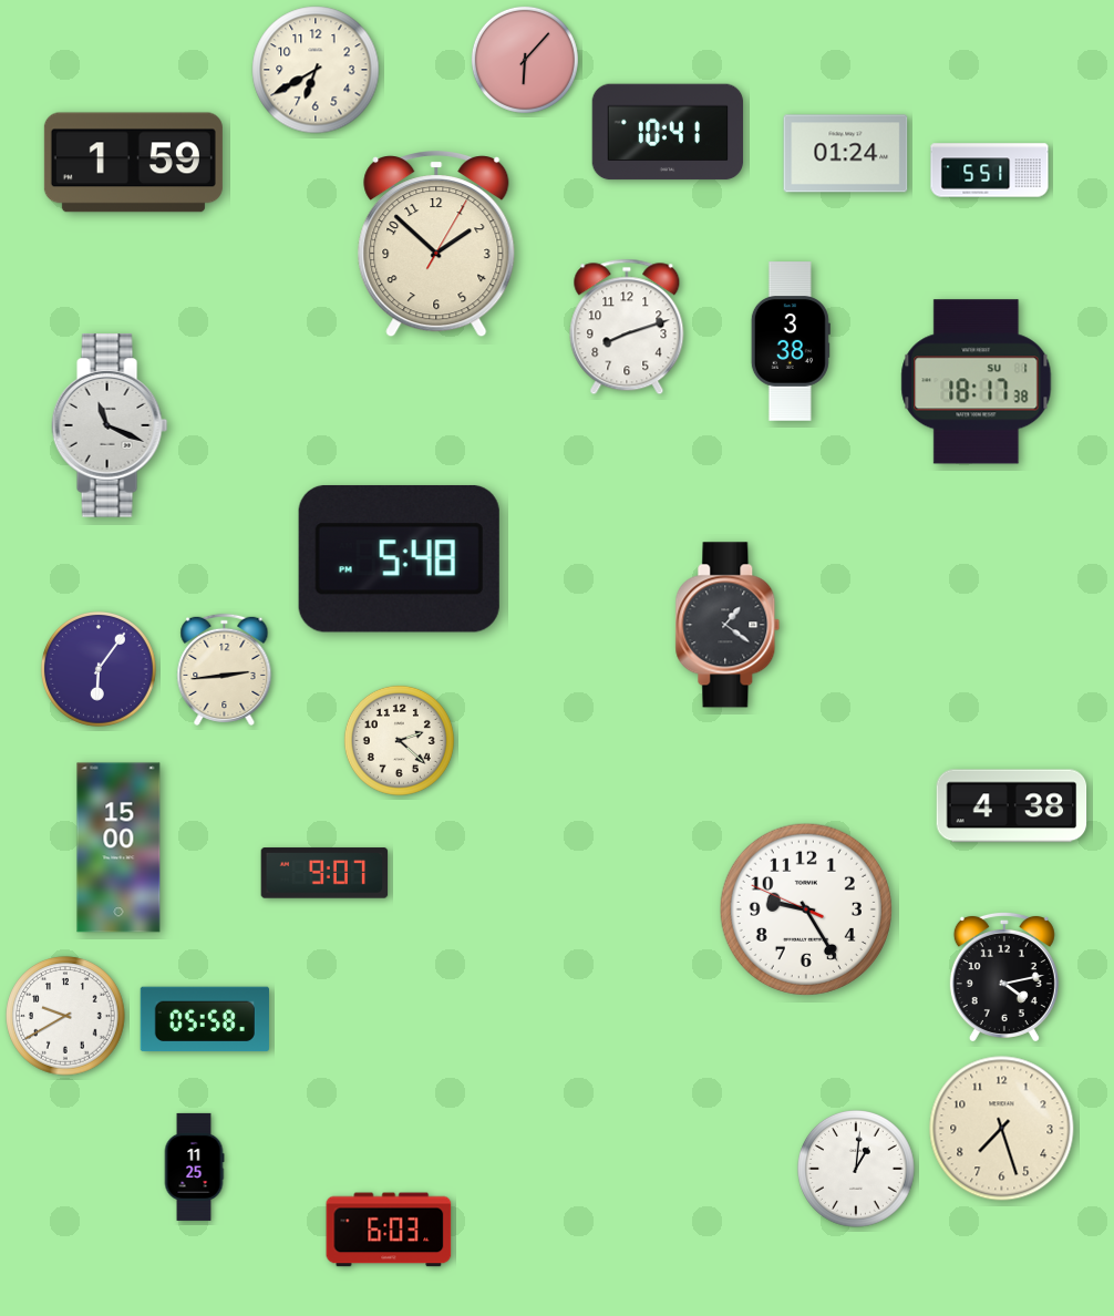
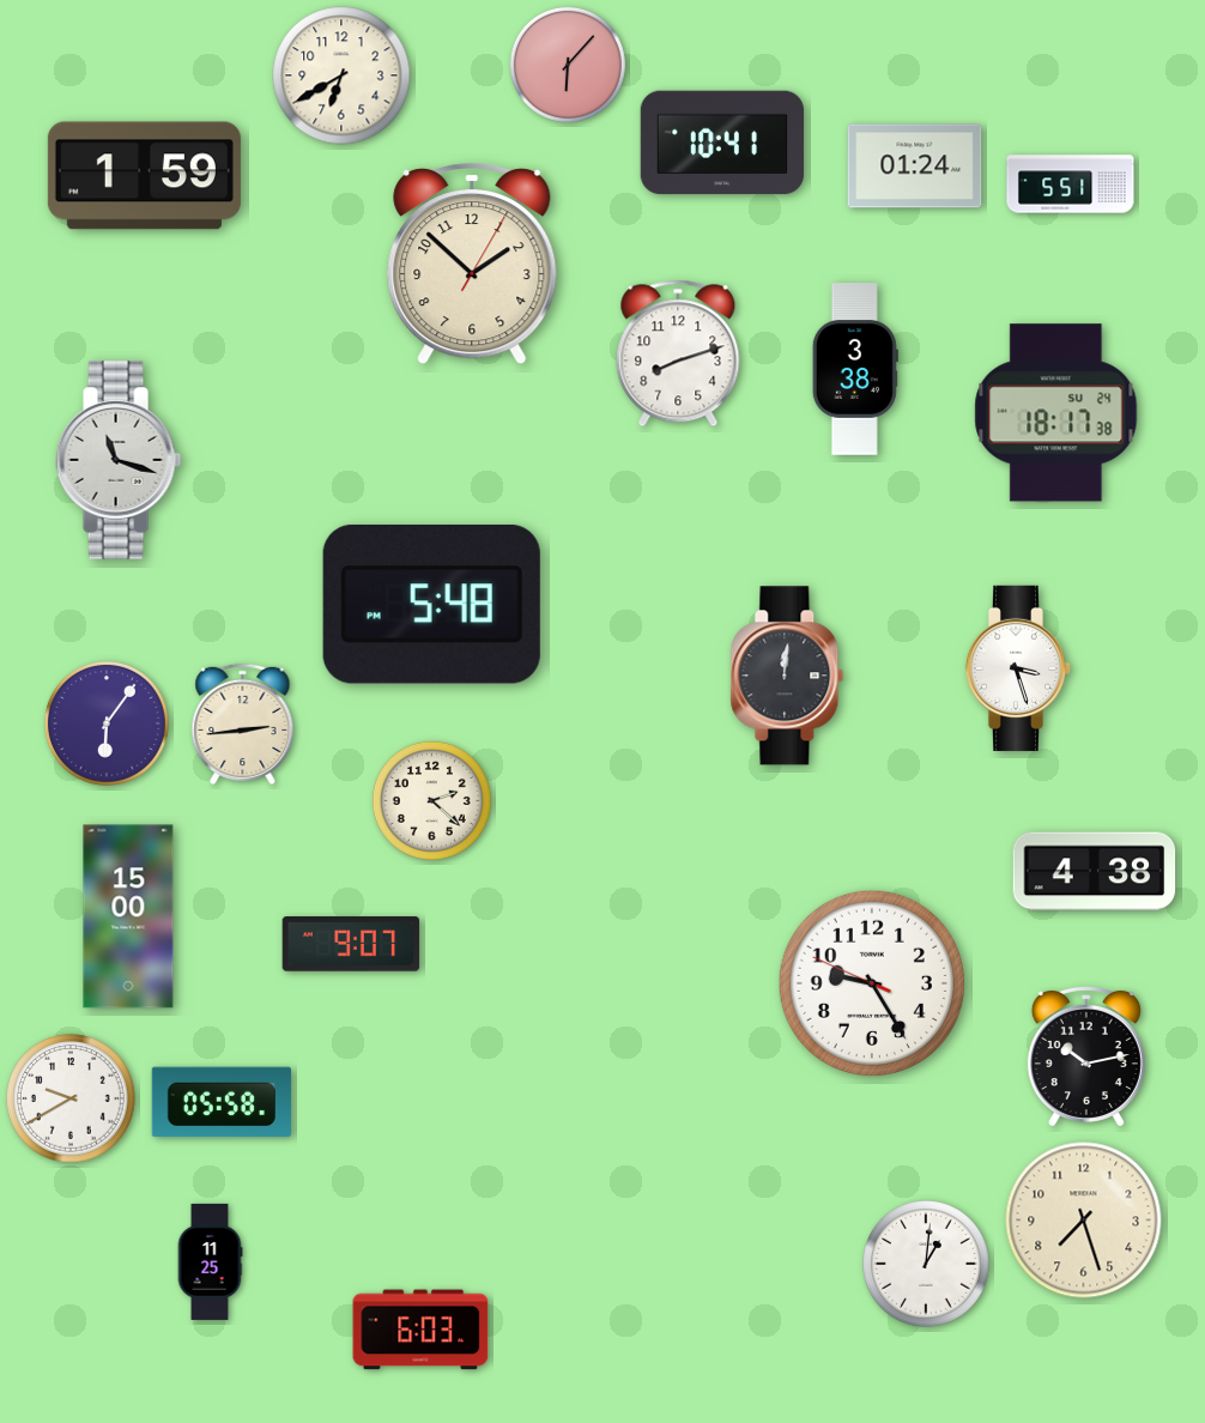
clock at (977, 382) date: SU 1 -> SU 24
clock at (110, 425): 11:19 -> 11:18
clock at (1018, 668): none -> 3:27
clock at (728, 625): 1:21 -> 12:01
clock at (1004, 976): 4:13 -> 10:13
